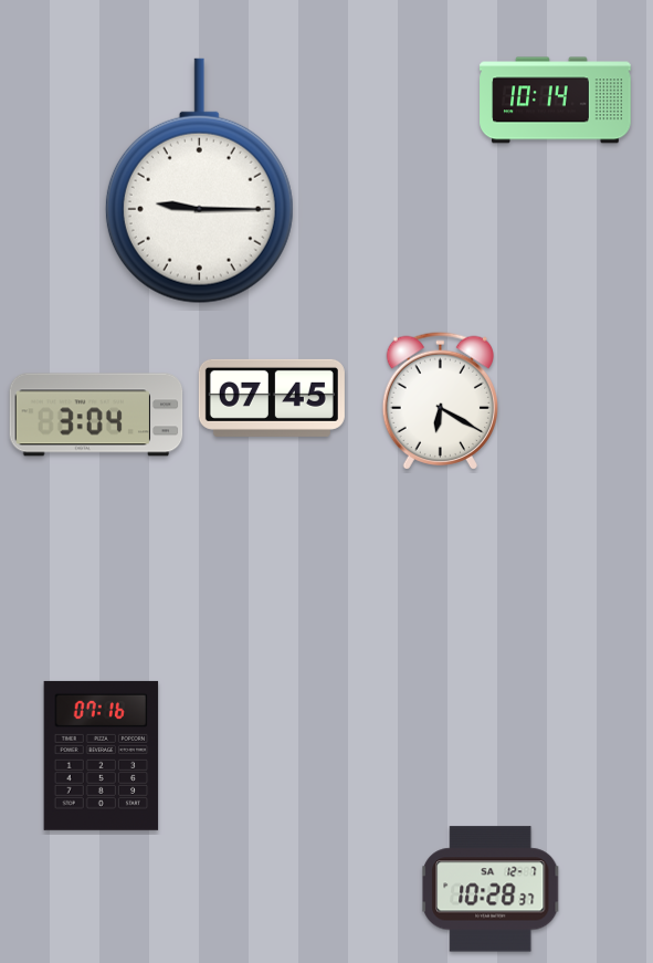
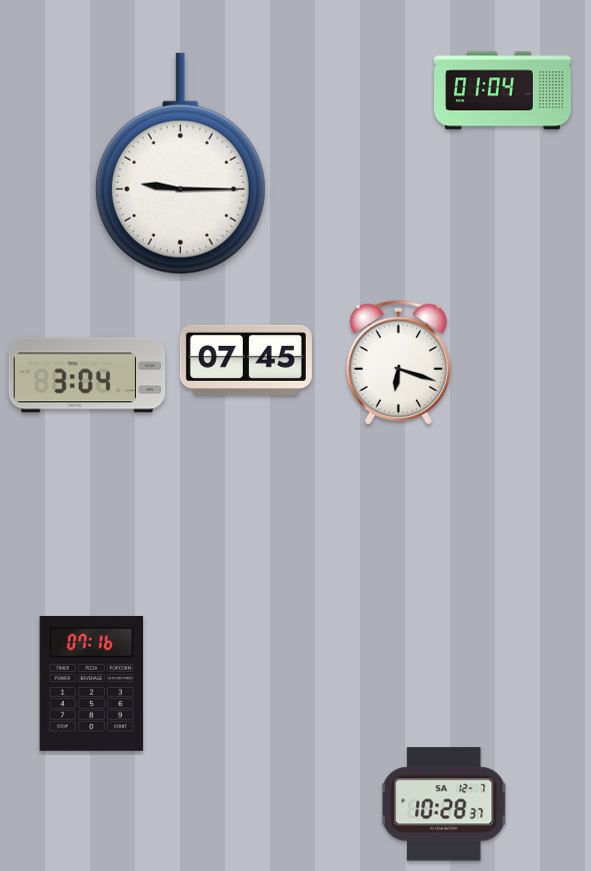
clock at (556, 101): 10:14 -> 01:04
clock at (440, 400): 6:20 -> 6:18
